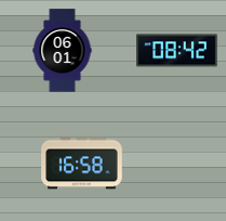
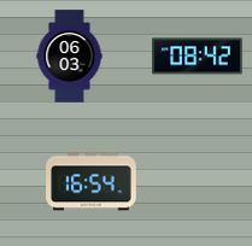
clock at (63, 51): 06:01 -> 06:03
clock at (82, 164): 16:58 -> 16:54
